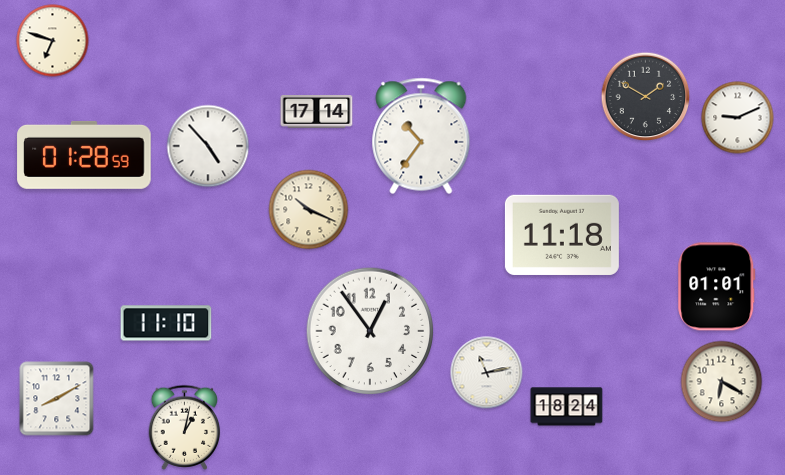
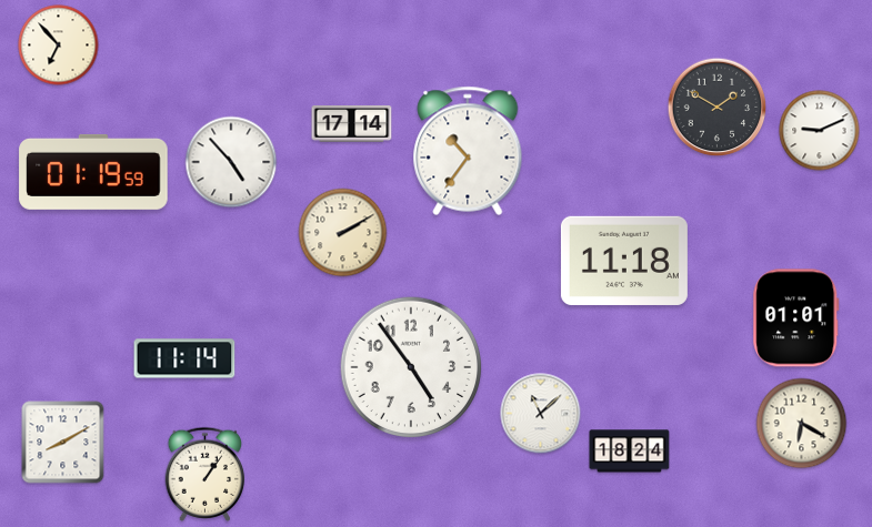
clock at (53, 41): 6:48 -> 6:53
clock at (84, 155): 01:28 -> 01:19
clock at (309, 210): 10:19 -> 2:10
clock at (166, 323): 11:10 -> 11:14
clock at (370, 331): 12:54 -> 4:54
clock at (487, 373): 11:13 -> 11:08
clock at (185, 427): 1:02 -> 1:06
